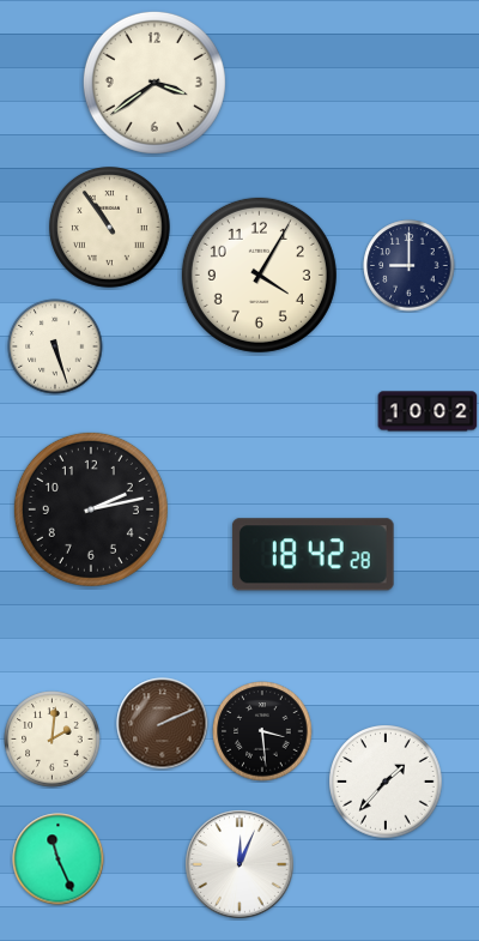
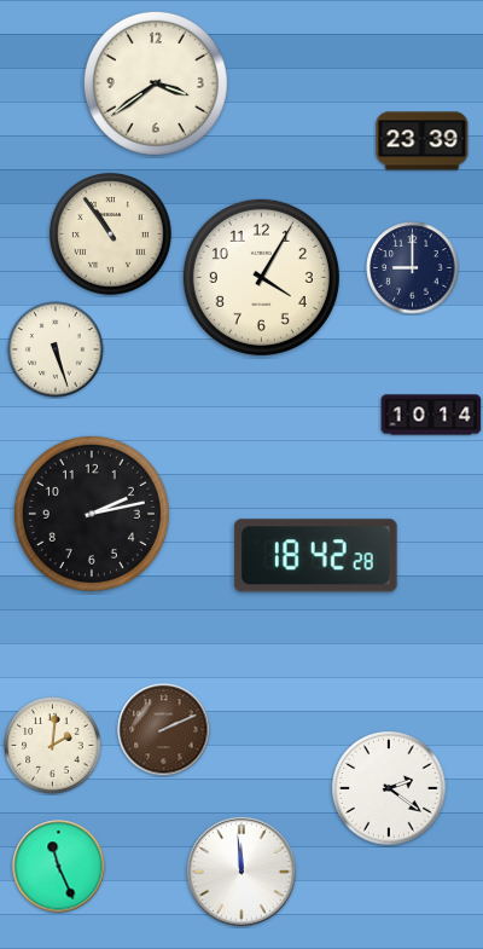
clock at (423, 141): none -> 23:39
clock at (110, 228) position: (110, 228) -> (111, 235)
clock at (428, 411): 10:02 -> 10:14
clock at (313, 555) position: (313, 555) -> (315, 556)
clock at (262, 731): 3:29 -> none
clock at (386, 782): 1:37 -> 2:21
clock at (239, 864): 12:04 -> 11:59
